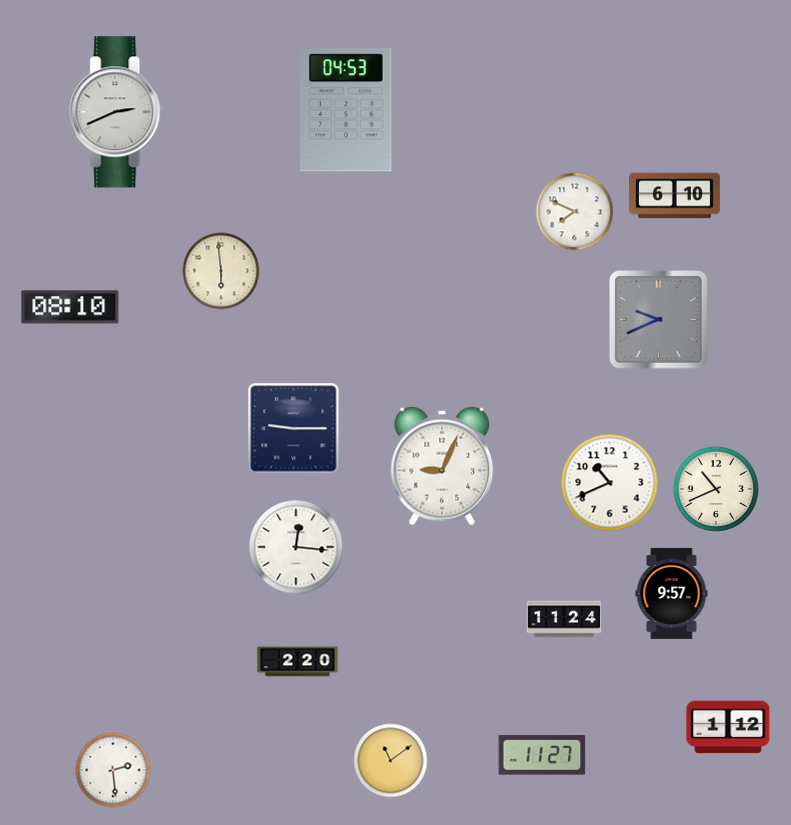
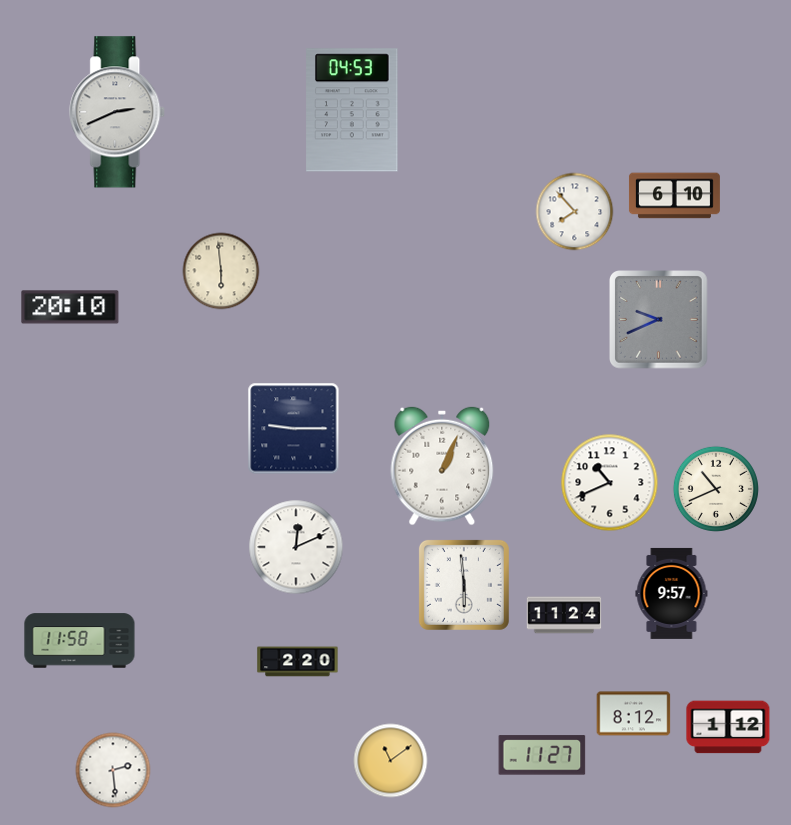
clock at (346, 110) position: (346, 110) -> (352, 110)
clock at (575, 212): 7:49 -> 7:53
clock at (70, 307): 08:10 -> 20:10
clock at (442, 466): 9:04 -> 1:04
clock at (296, 547): 12:16 -> 12:11
clock at (464, 585): none -> 5:59
clock at (564, 619) position: (564, 619) -> (564, 615)
clock at (80, 641): none -> 11:58
clock at (634, 714): none -> 8:12
